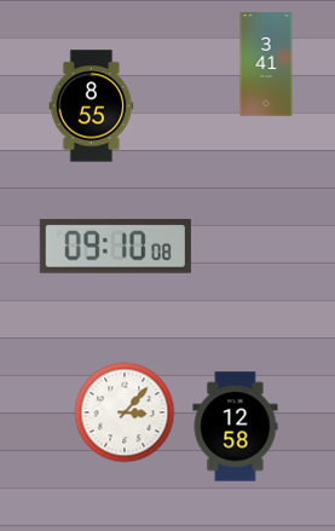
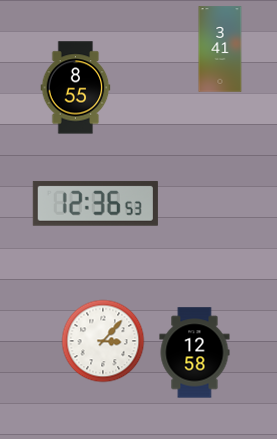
clock at (266, 64) position: (266, 64) -> (220, 49)
clock at (115, 246): 09:10 -> 12:36
